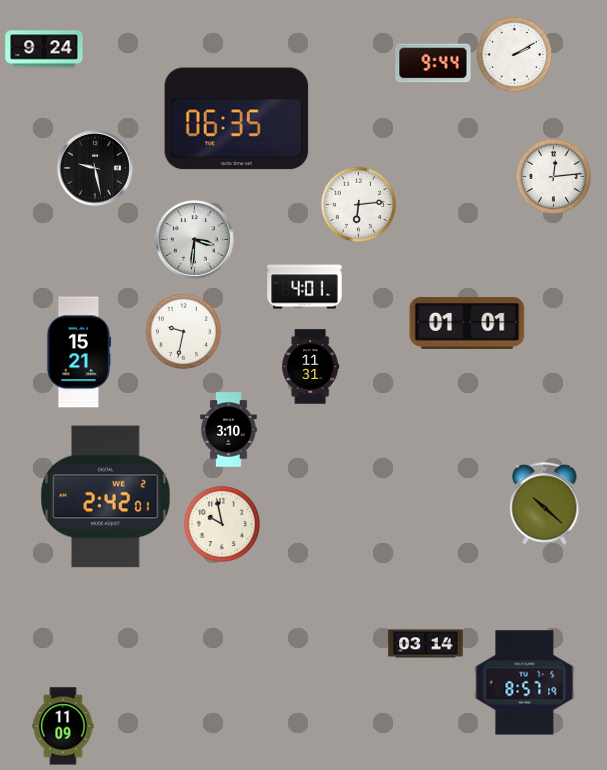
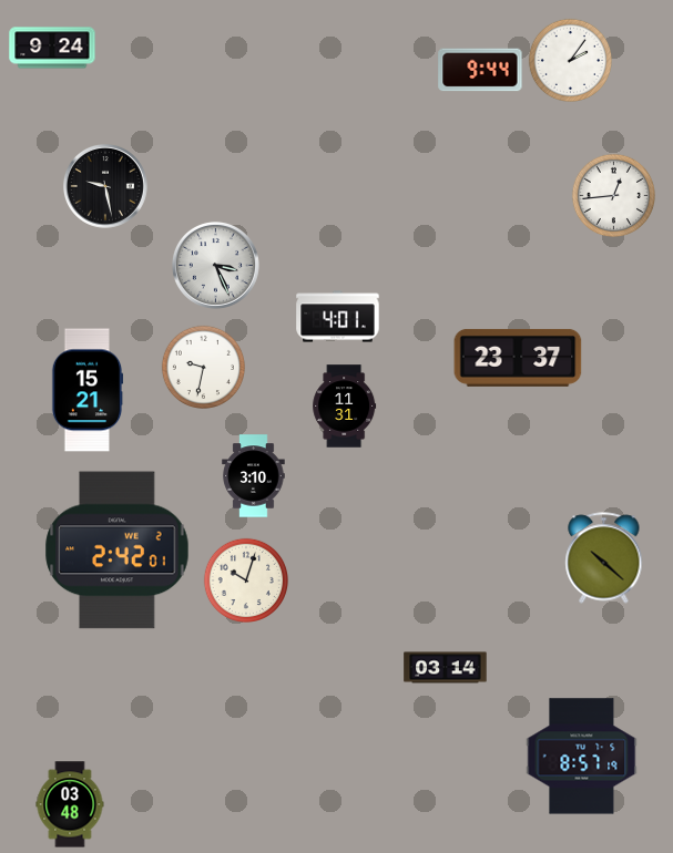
clock at (44, 49) position: (44, 49) -> (52, 48)
clock at (514, 54): 2:10 -> 2:06
clock at (237, 119): 06:35 -> none
clock at (553, 176): 12:14 -> 12:44
clock at (358, 204): 6:14 -> none
clock at (194, 239): 3:31 -> 3:26
clock at (467, 323): 01:01 -> 23:37
clock at (221, 523): 9:58 -> 10:03
clock at (426, 644) position: (426, 644) -> (446, 668)
clock at (63, 726): 11:09 -> 03:48
